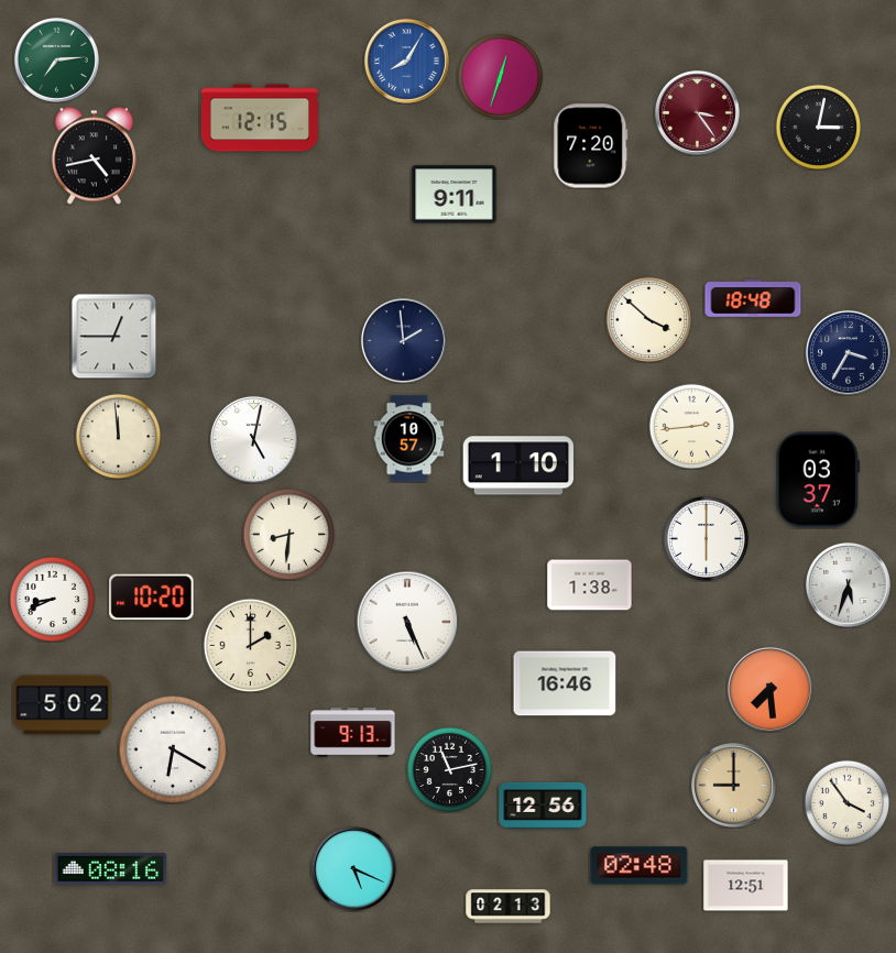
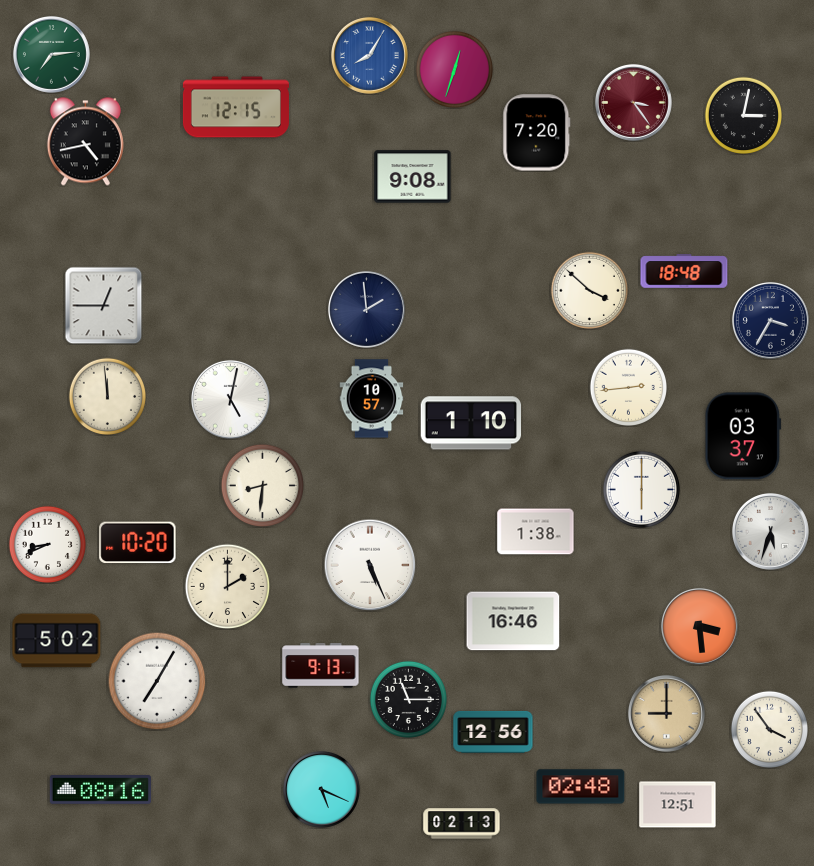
clock at (455, 195): 9:11 -> 9:08
clock at (769, 689): 7:29 -> 3:29
clock at (173, 749): 6:20 -> 7:05
clock at (449, 769): 11:13 -> 11:15
